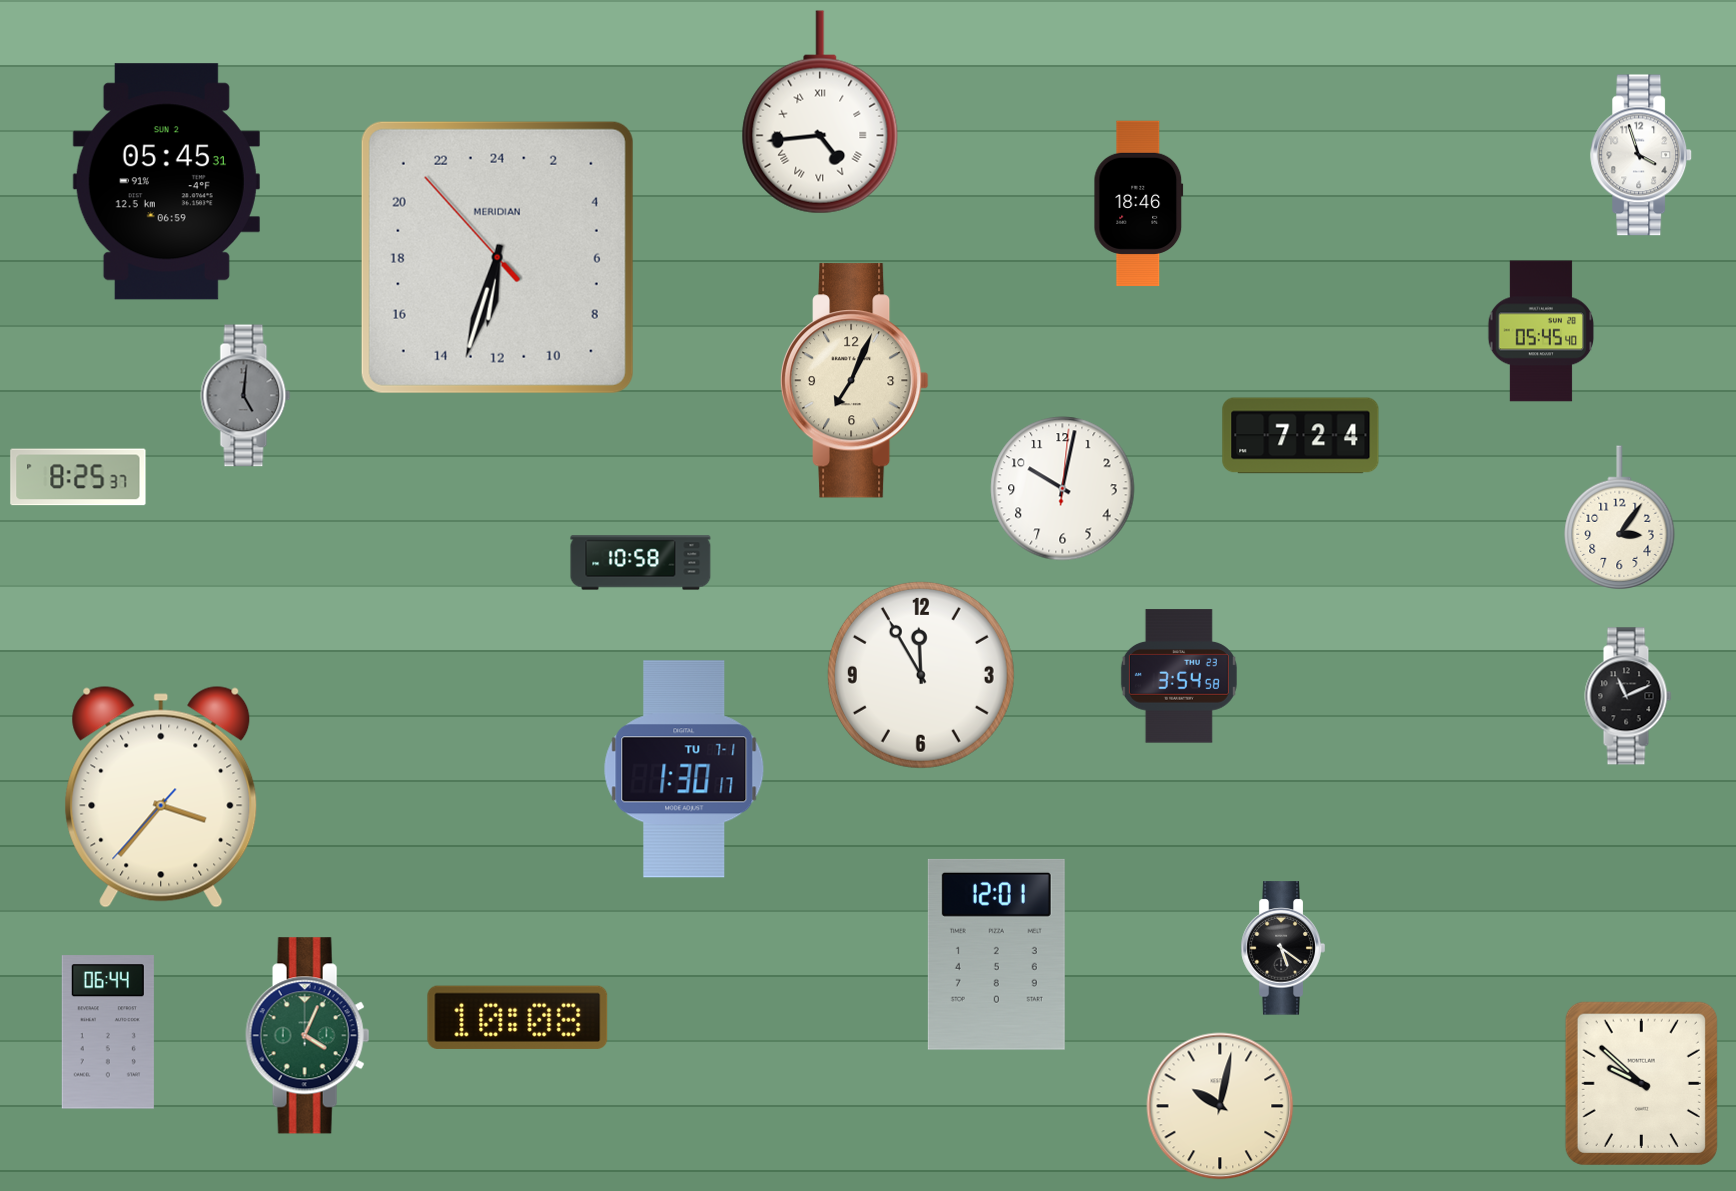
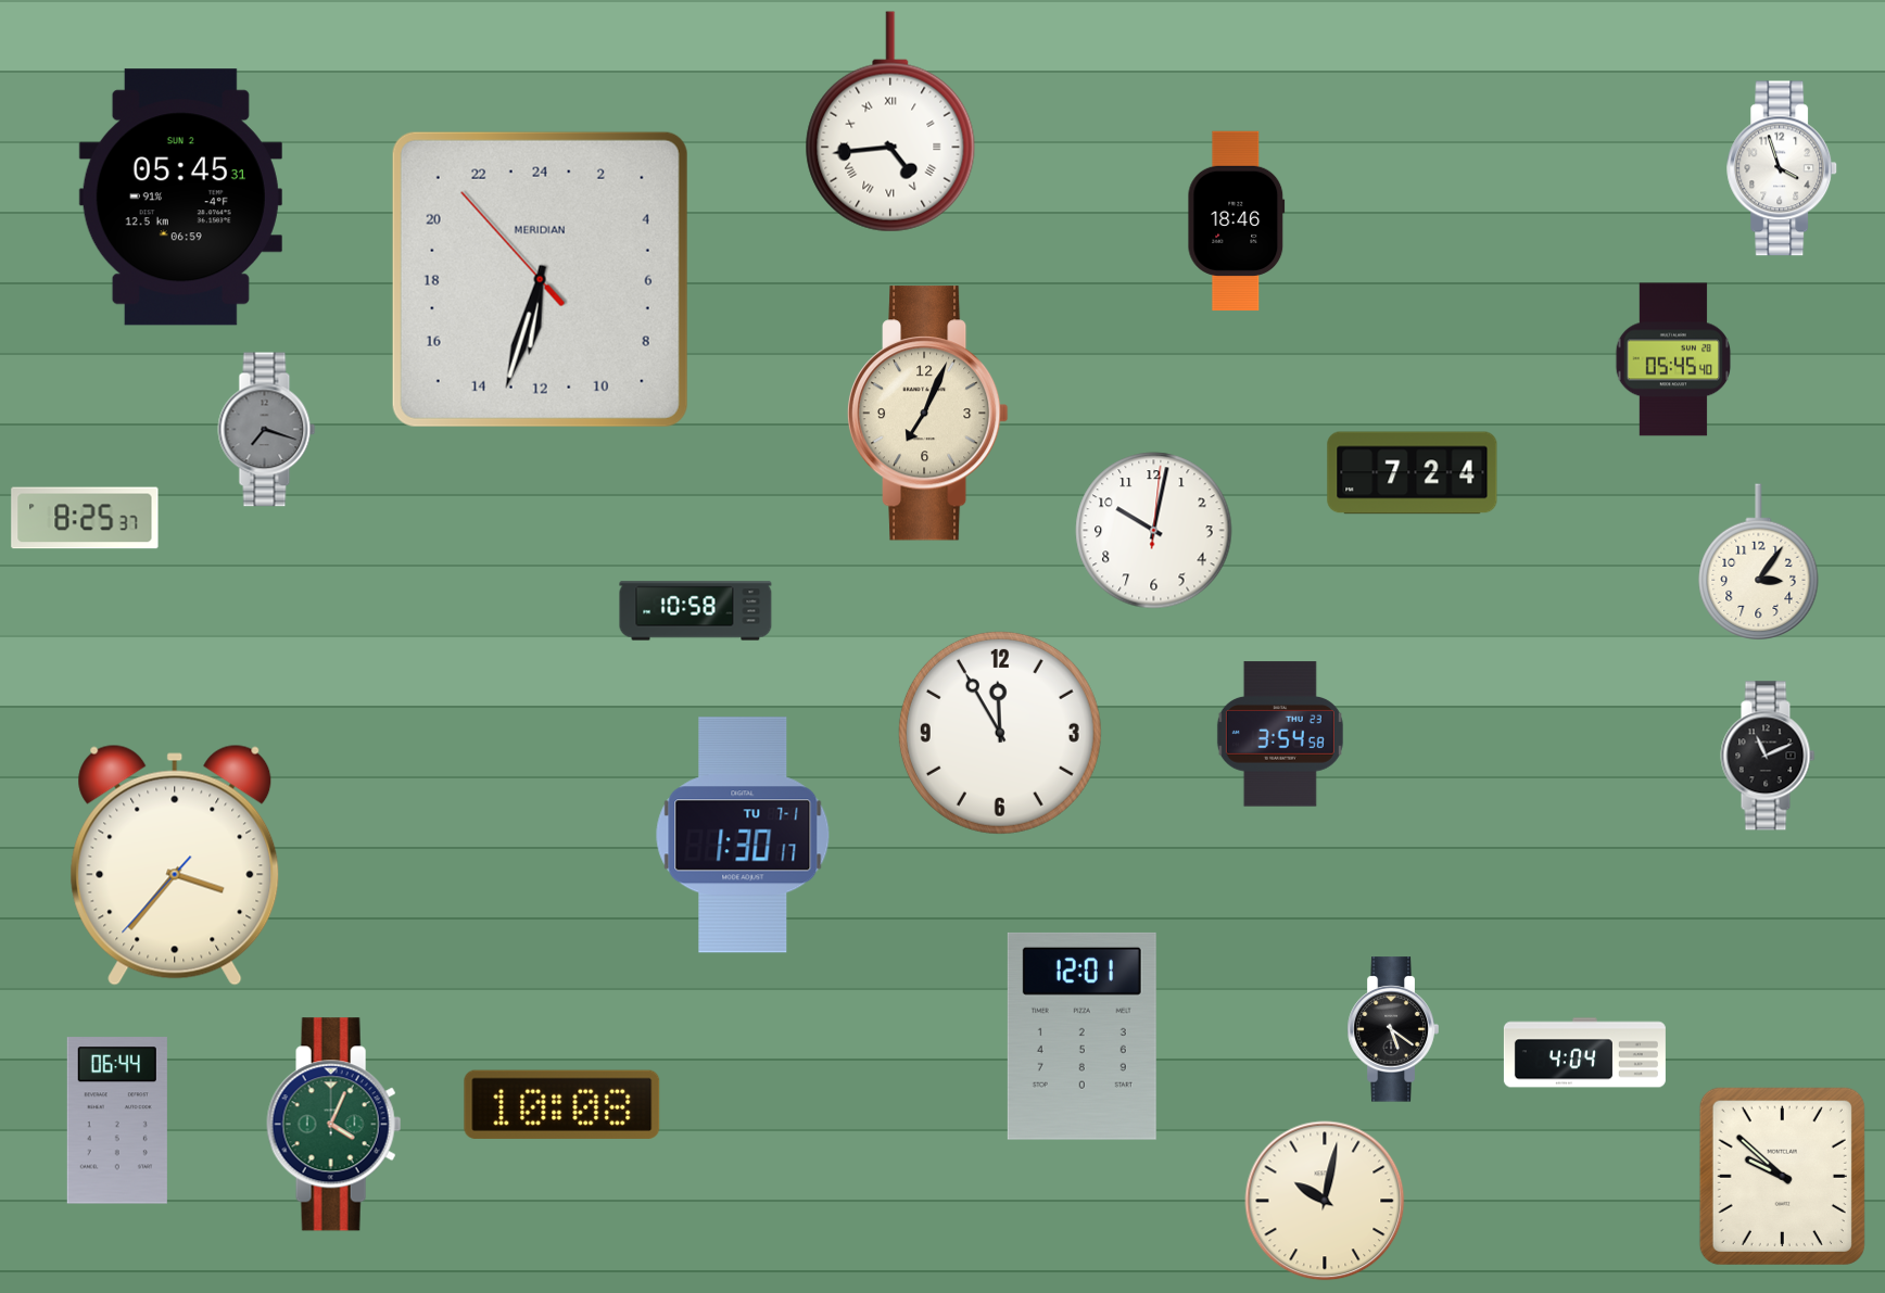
clock at (246, 396): 5:01 -> 7:18
clock at (1584, 1053): none -> 4:04
